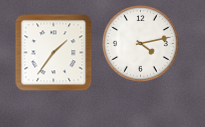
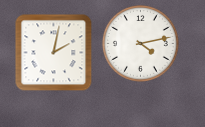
clock at (53, 52): 1:36 -> 2:02
